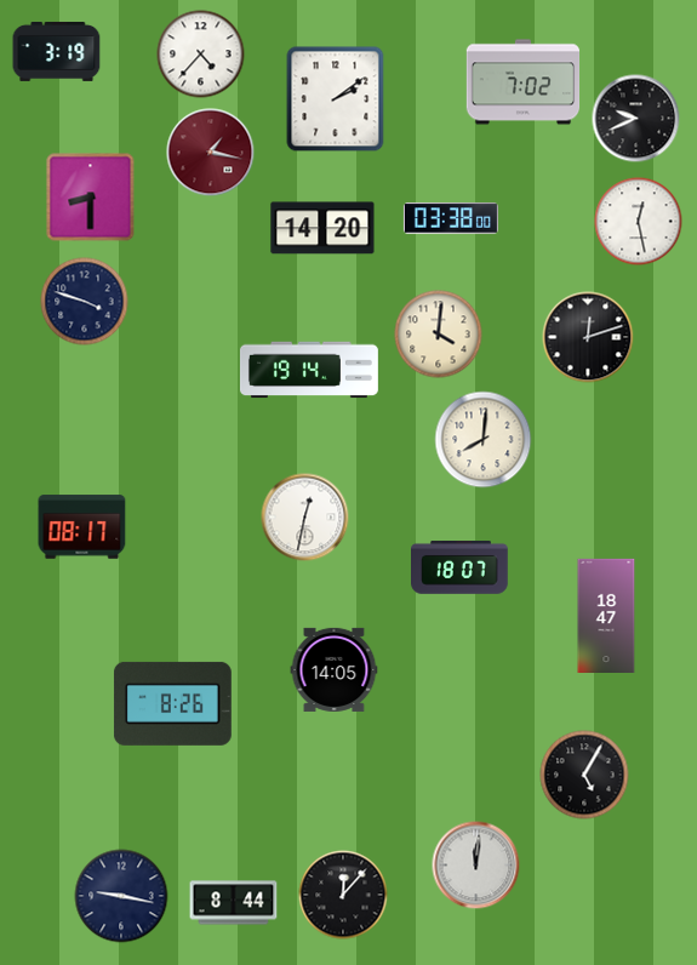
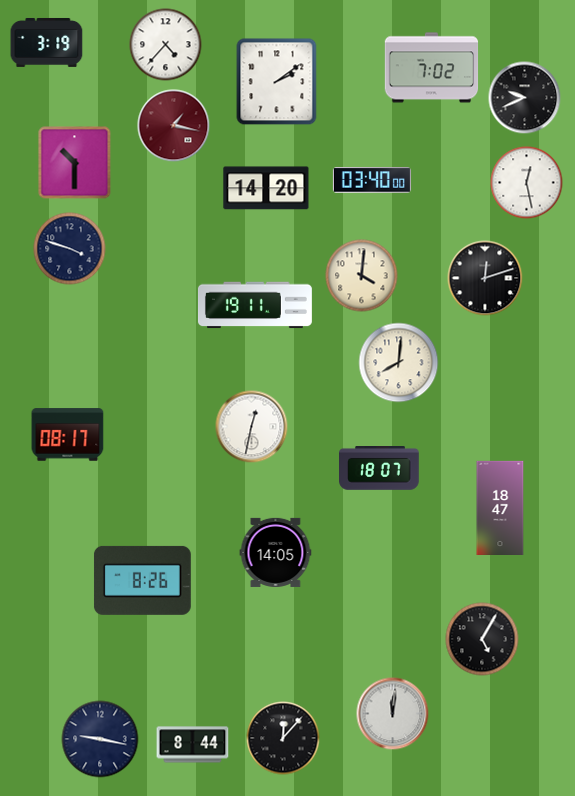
clock at (91, 198): 8:30 -> 10:30
clock at (451, 218): 03:38 -> 03:40
clock at (309, 370): 19:14 -> 19:11
